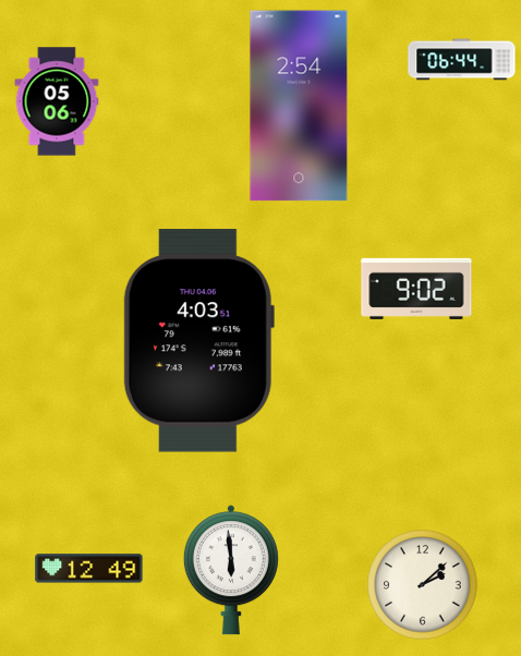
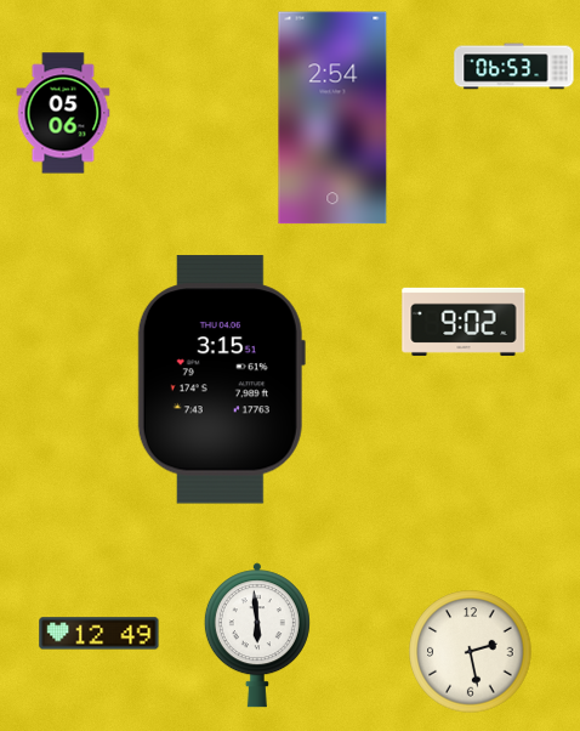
clock at (462, 60): 06:44 -> 06:53
clock at (198, 341): 4:03 -> 3:15
clock at (423, 585): 2:08 -> 2:28
